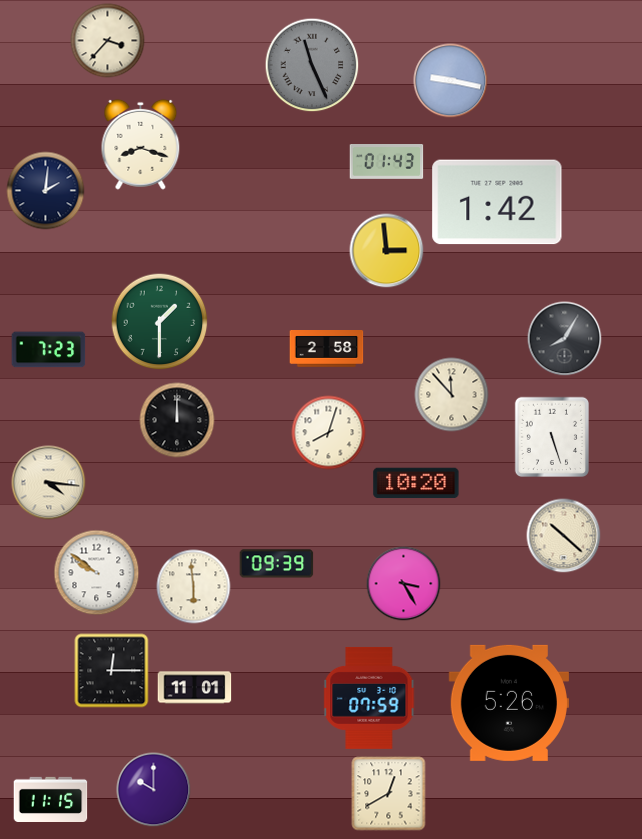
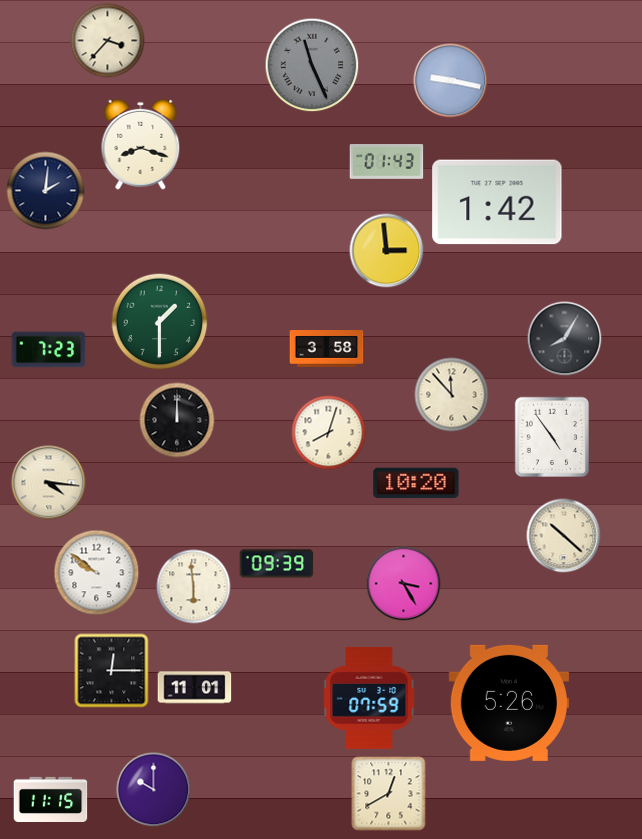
clock at (327, 349): 2:58 -> 3:58
clock at (551, 436): 5:27 -> 4:54
